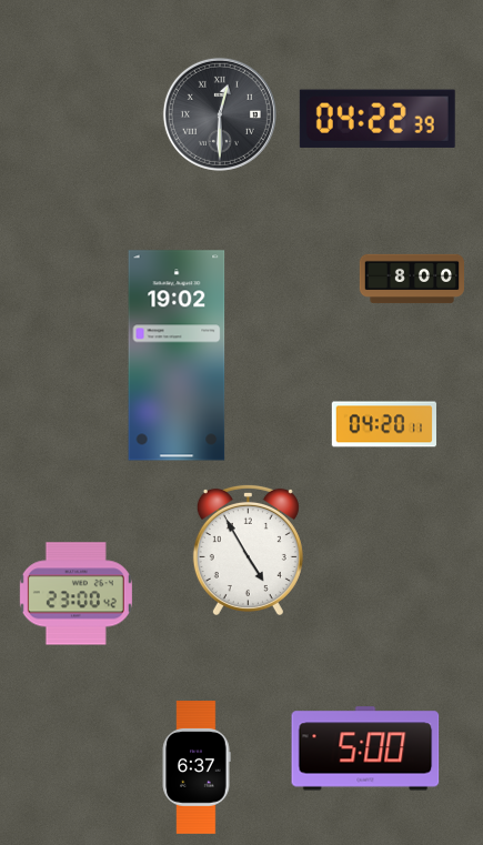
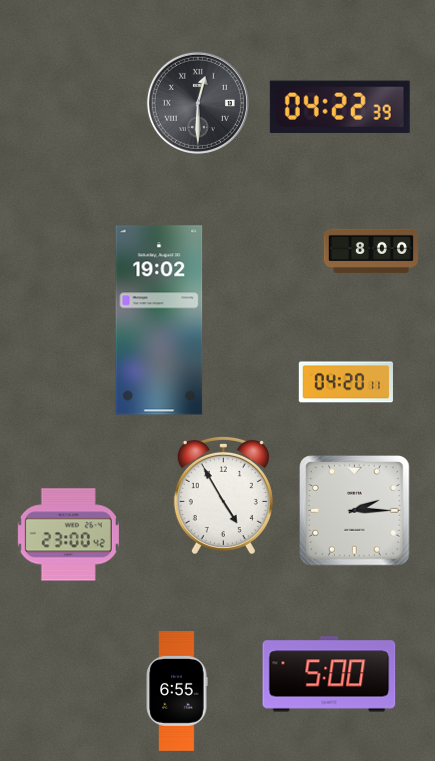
clock at (355, 511): none -> 2:15
clock at (197, 767): 6:37 -> 6:55
